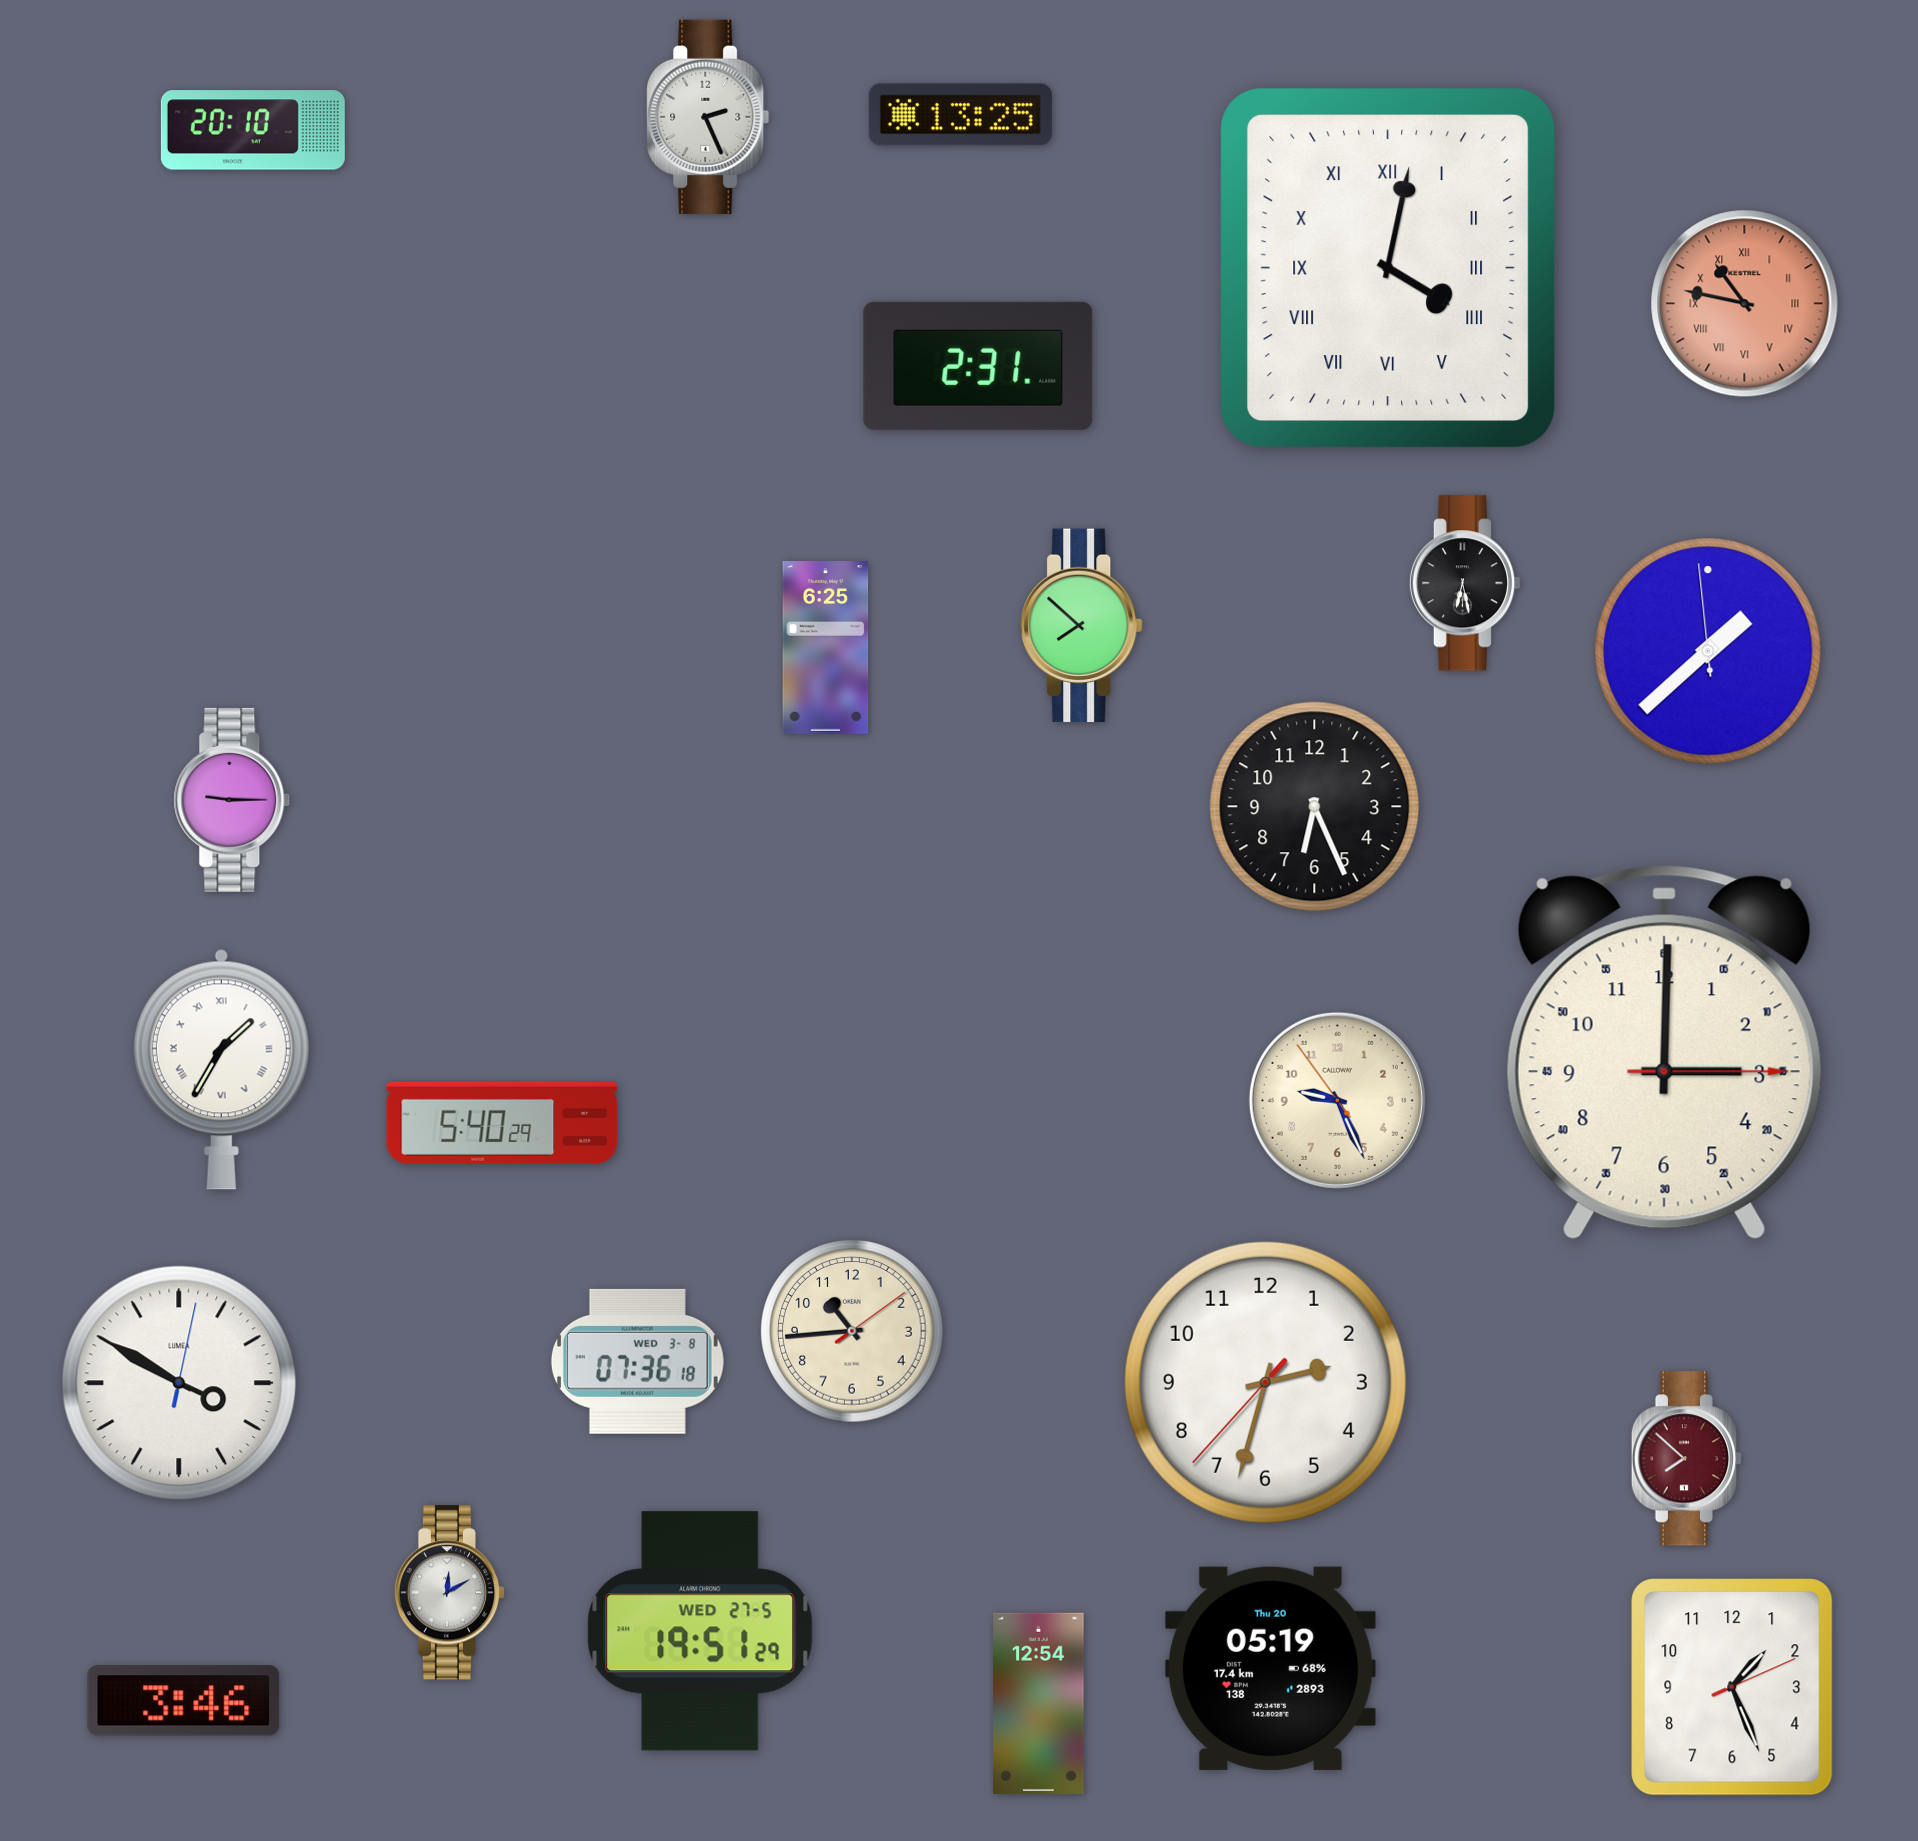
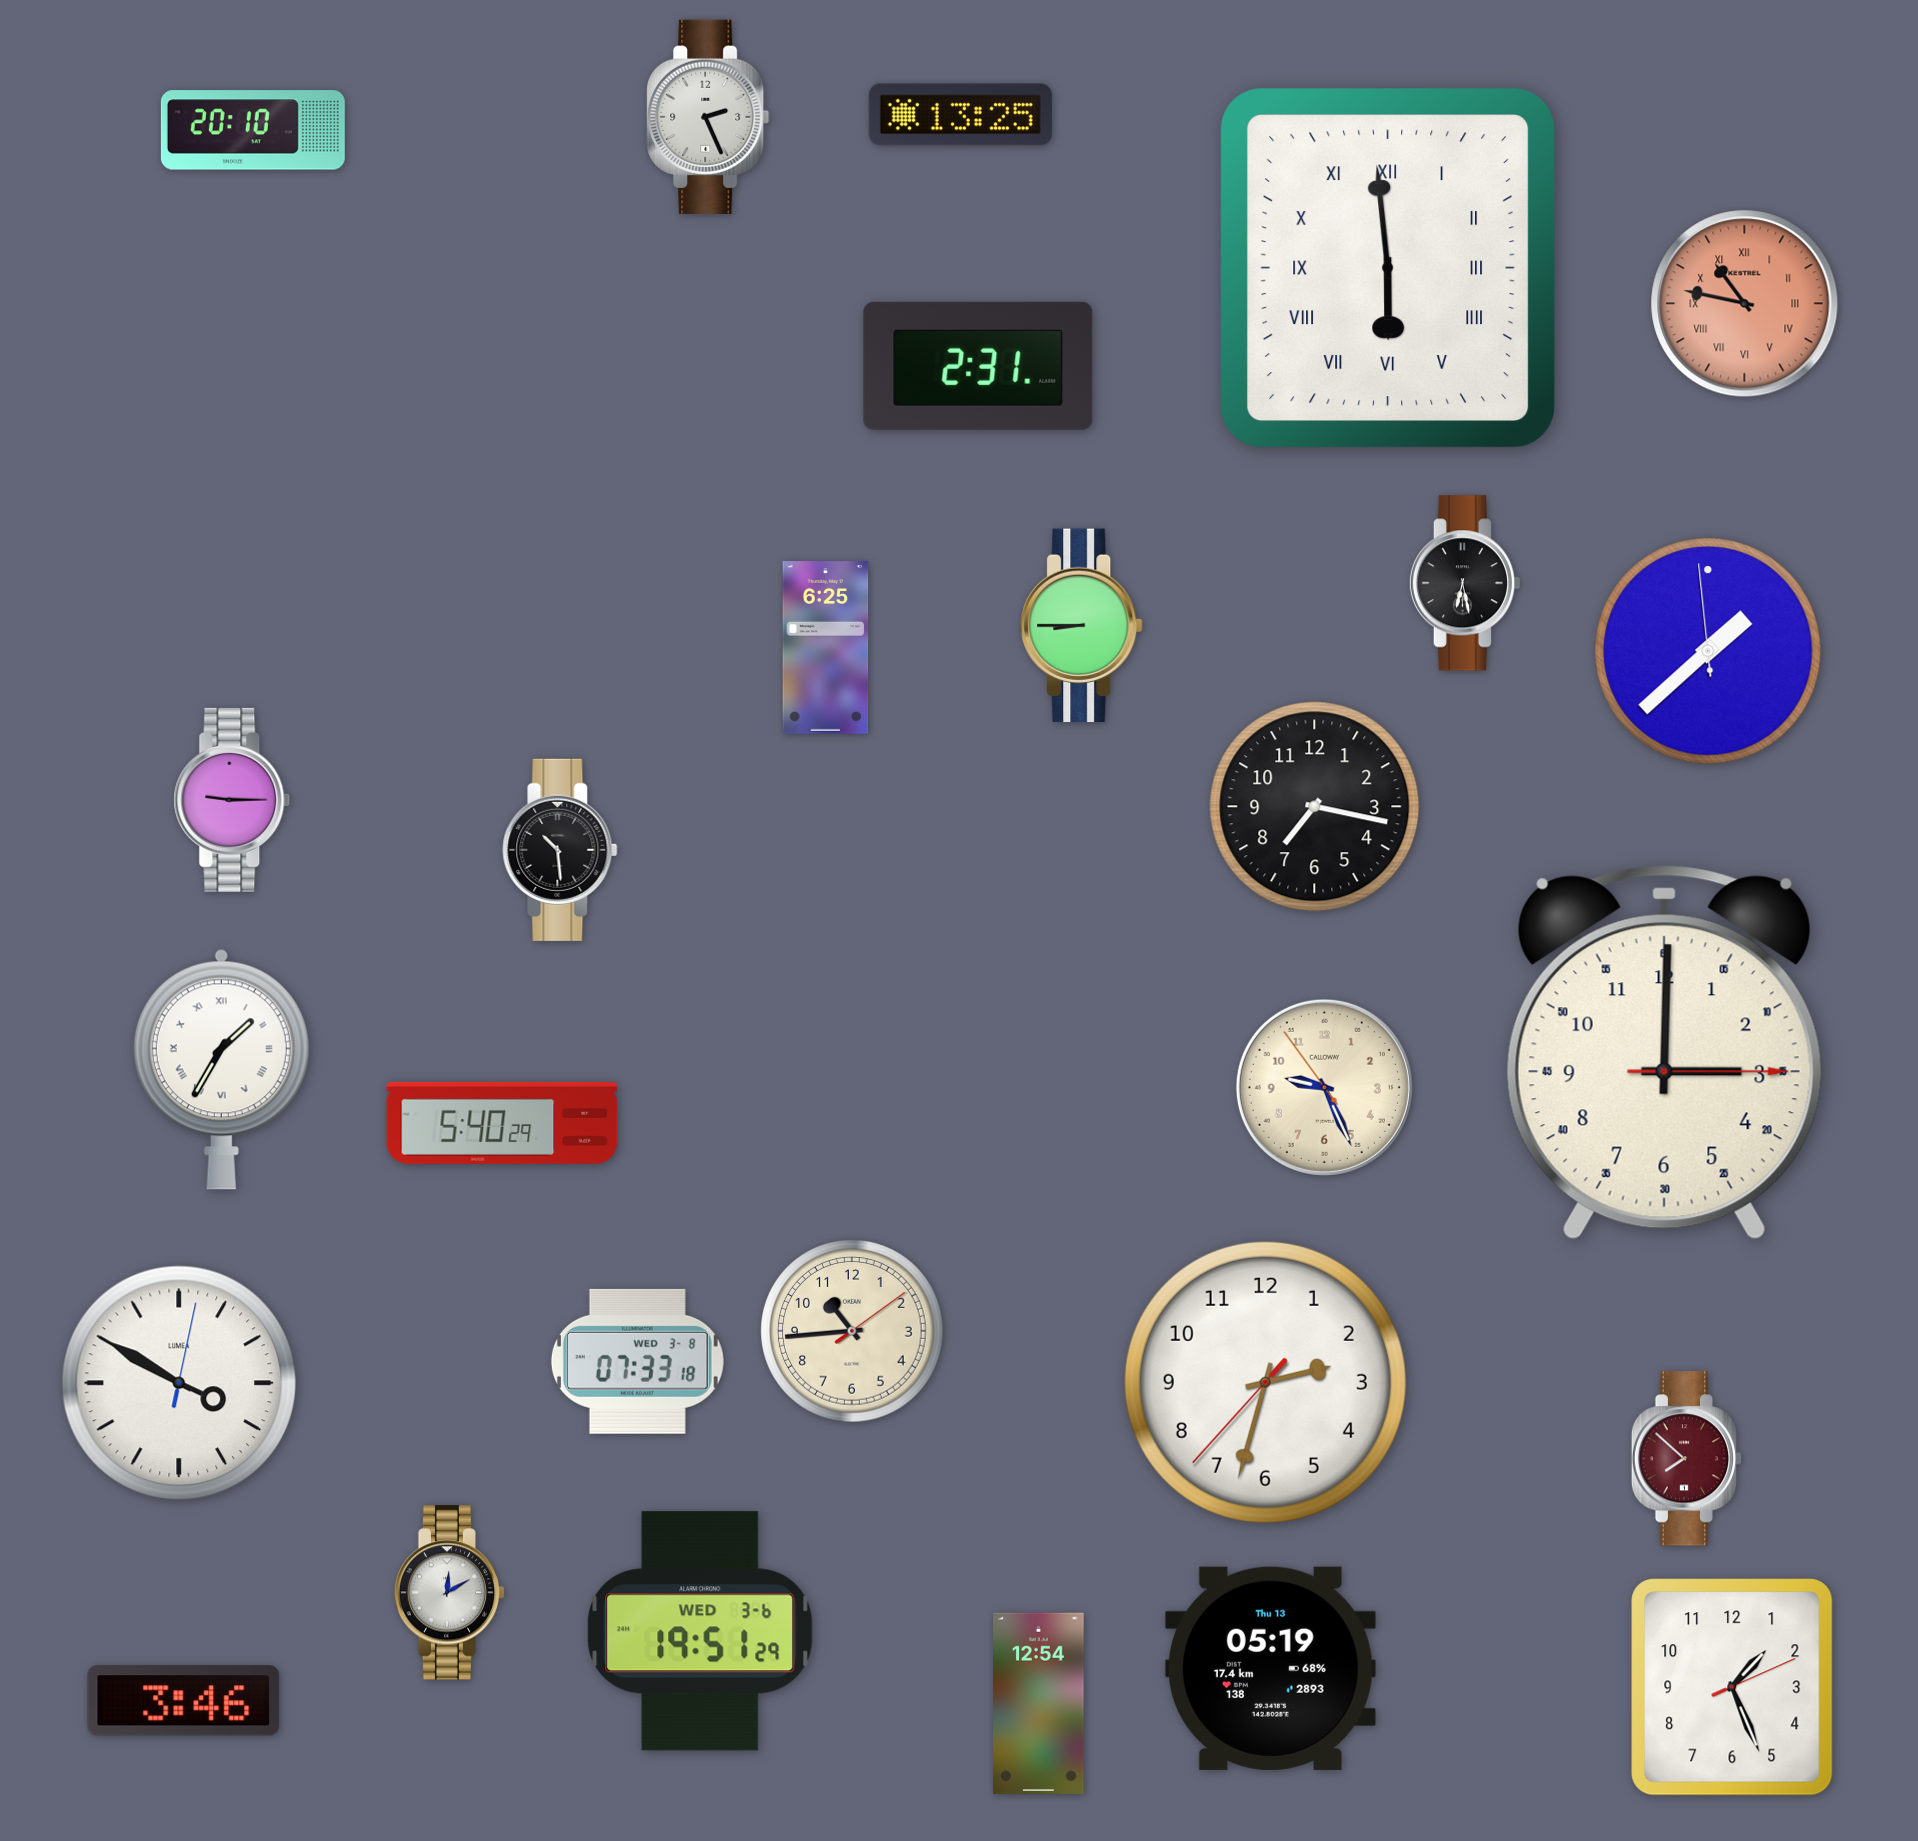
clock at (1388, 268): 4:02 -> 5:59
clock at (1082, 625): 7:52 -> 8:45
clock at (1315, 807): 6:26 -> 7:17
clock at (560, 850): none -> 10:29
clock at (1337, 1100) position: (1337, 1100) -> (1324, 1087)
clock at (637, 1361): 07:36 -> 07:33
clock at (700, 1631) date: WED 27-5 -> WED 3-6
clock at (1270, 1668) date: Thu 20 -> Thu 13
